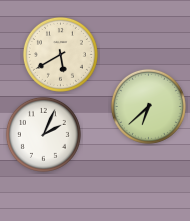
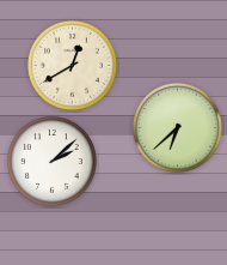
clock at (60, 54): 5:40 -> 12:40
clock at (43, 134): 2:04 -> 2:08
